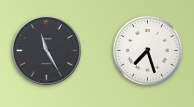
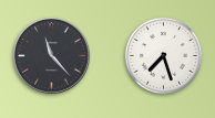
clock at (47, 51): 11:25 -> 11:23
